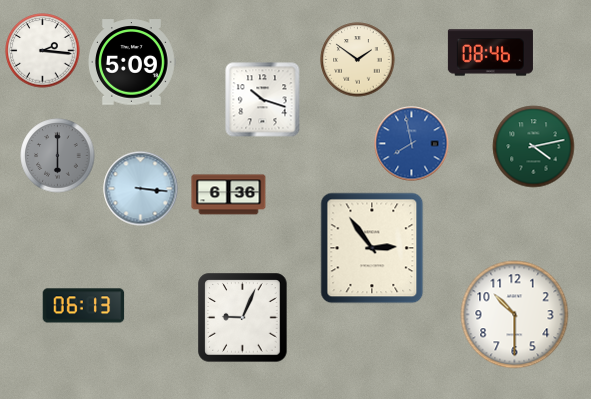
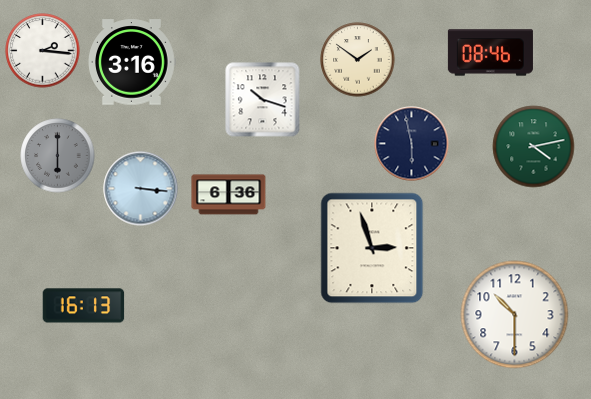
clock at (132, 62): 5:09 -> 3:16
clock at (412, 144): 7:58 -> 5:58
clock at (412, 144) dial: blue -> navy
clock at (372, 248): 2:54 -> 2:57
clock at (84, 306): 06:13 -> 16:13
clock at (243, 318): 9:04 -> none
